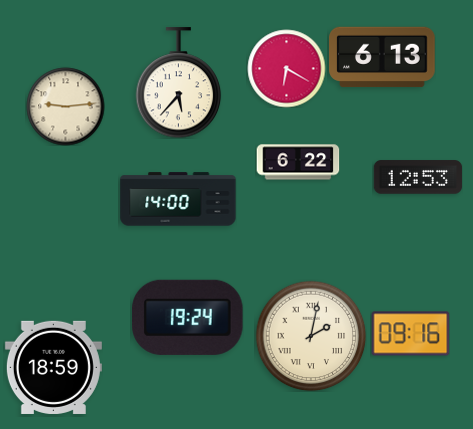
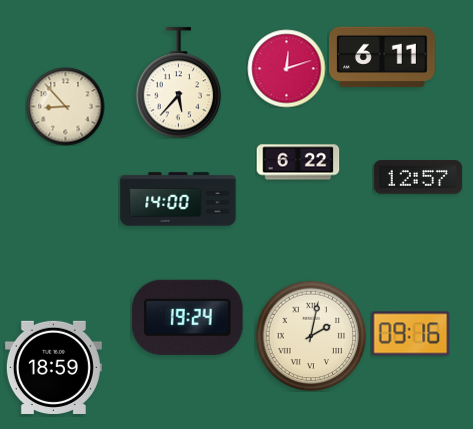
clock at (382, 57): 6:13 -> 6:11
clock at (286, 68): 6:20 -> 12:12
clock at (65, 106): 9:14 -> 8:53
clock at (418, 177): 12:53 -> 12:57
